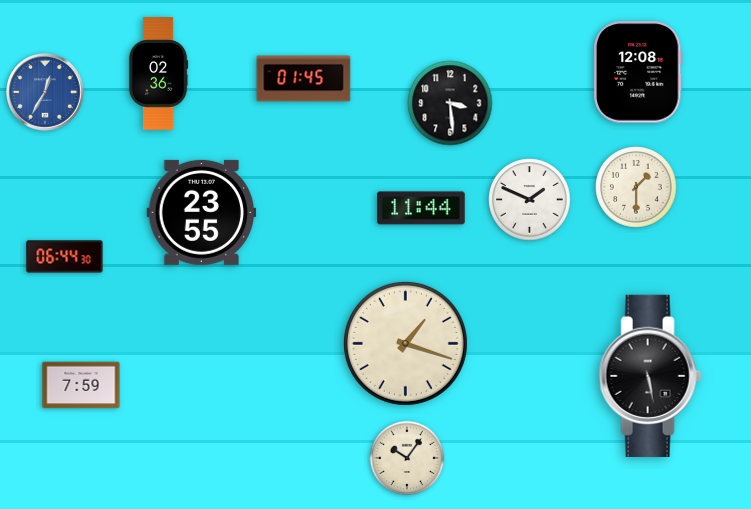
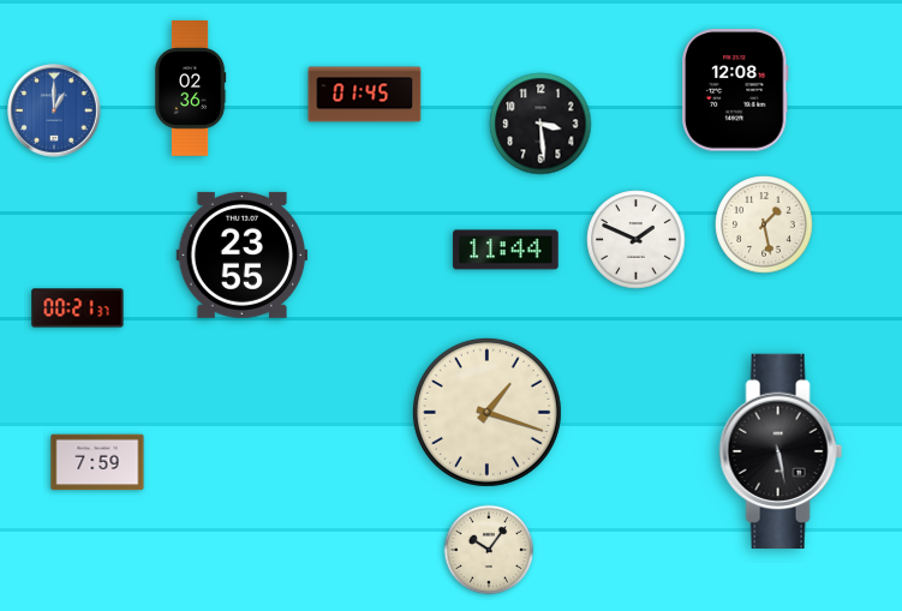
clock at (639, 72) position: (639, 72) -> (736, 90)
clock at (45, 92): 12:35 -> 1:00
clock at (636, 187): 1:30 -> 1:28
clock at (65, 257): 06:44 -> 00:21
